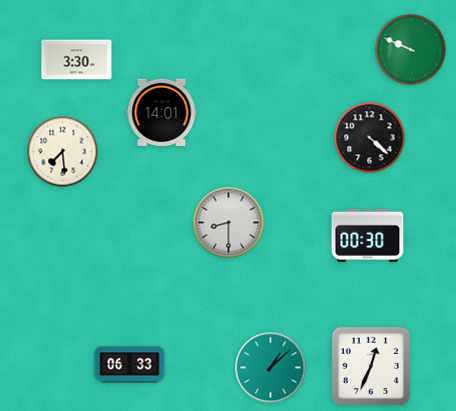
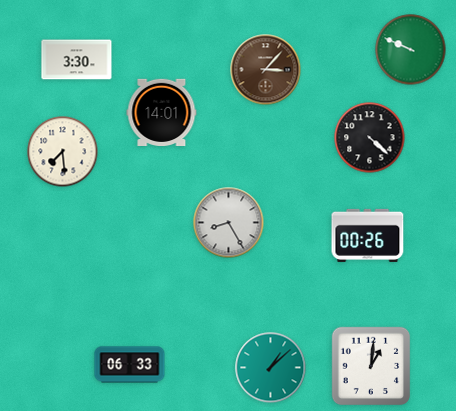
clock at (266, 70): none -> 3:07
clock at (229, 223): 8:30 -> 8:25
clock at (368, 235): 00:30 -> 00:26
clock at (371, 366): 12:34 -> 1:01
